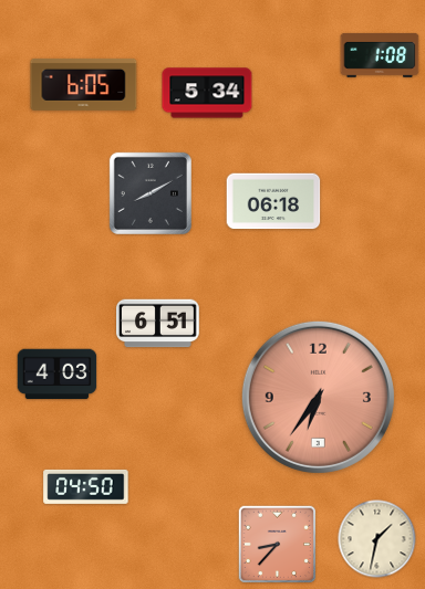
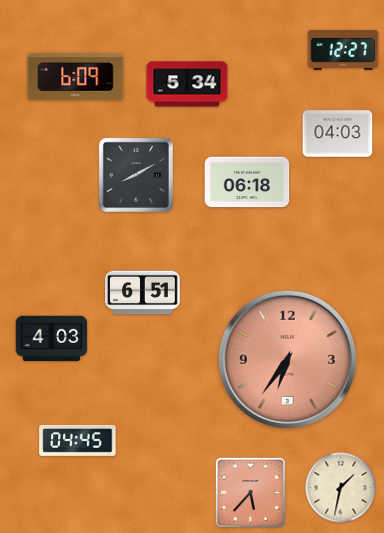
clock at (380, 55): 1:08 -> 12:27
clock at (84, 84): 6:05 -> 6:09
clock at (338, 134): none -> 04:03
clock at (86, 486): 04:50 -> 04:45
clock at (277, 544): 8:37 -> 5:37
